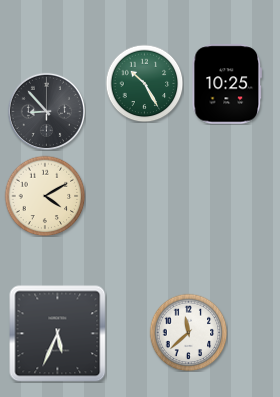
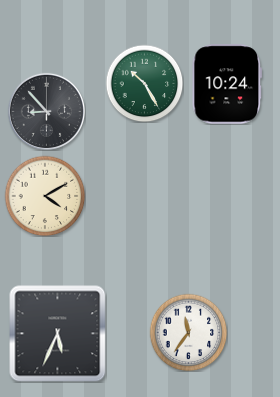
clock at (227, 84): 10:25 -> 10:24
clock at (188, 332): 11:38 -> 11:36
